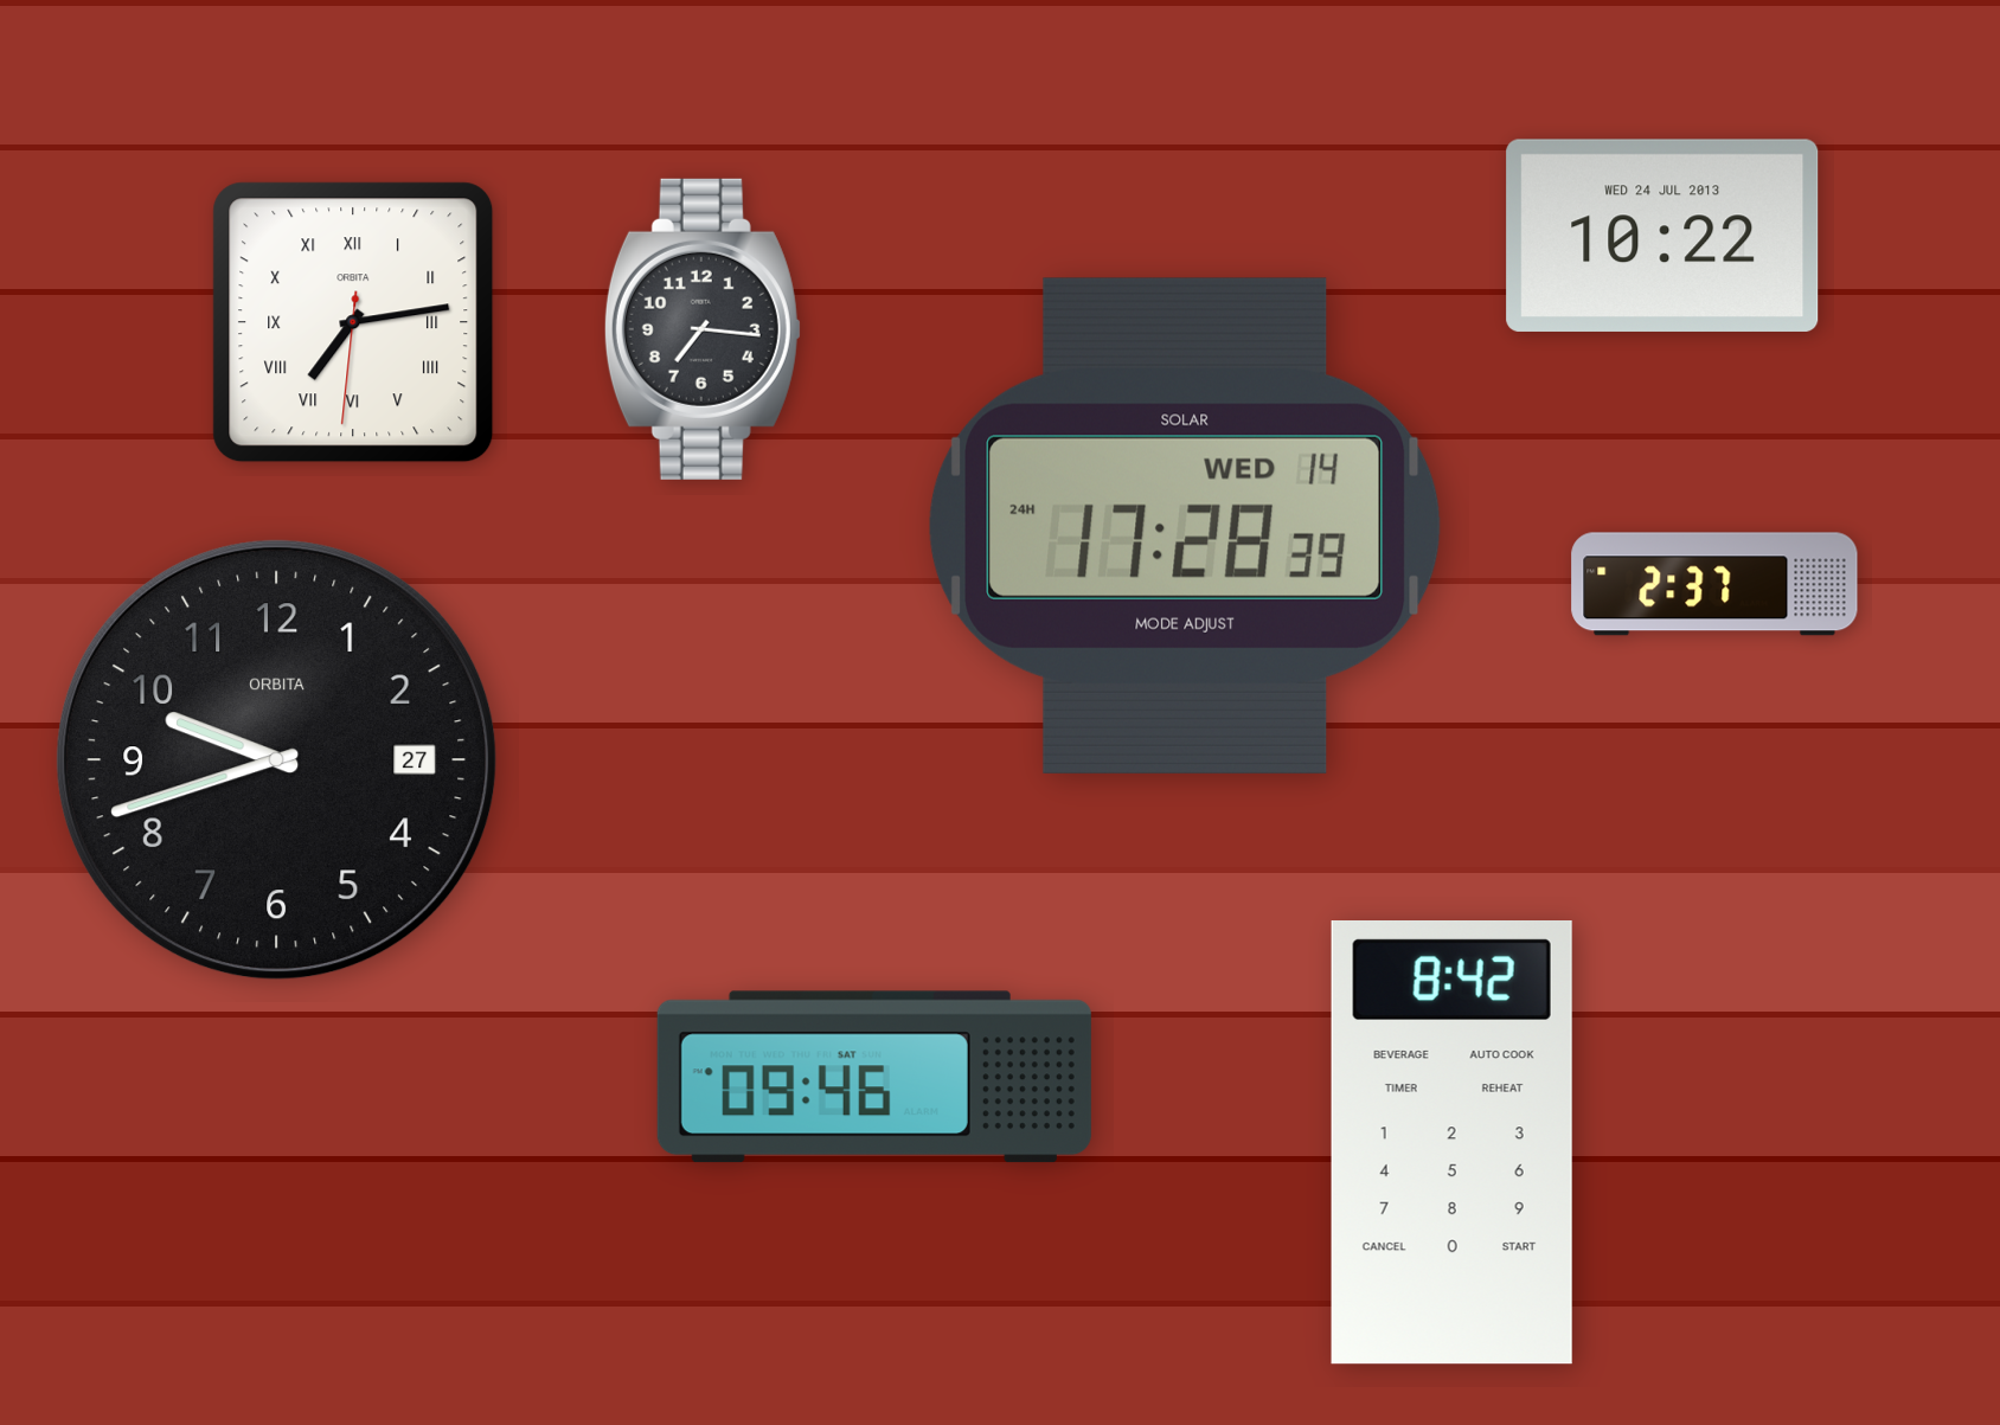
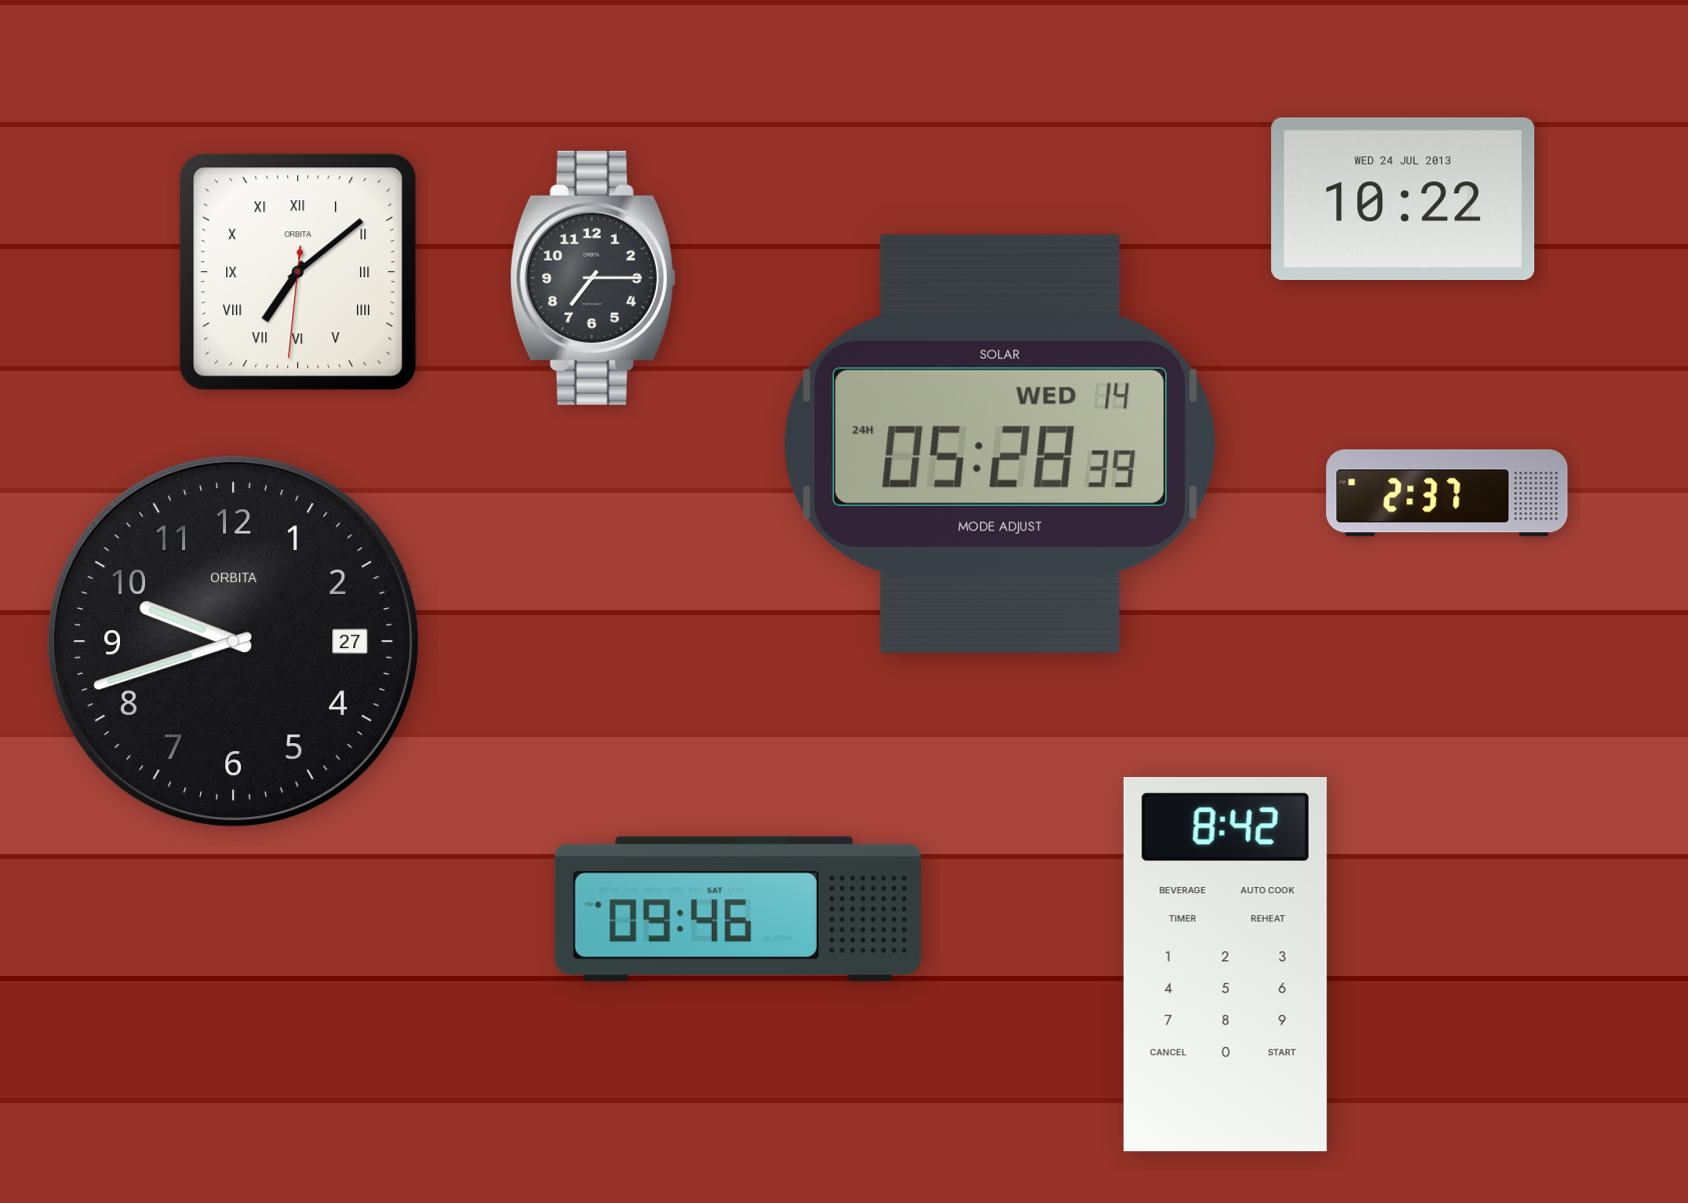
clock at (353, 322): 7:13 -> 7:08
clock at (703, 329): 7:16 -> 7:15
clock at (1185, 526): 17:28 -> 05:28
